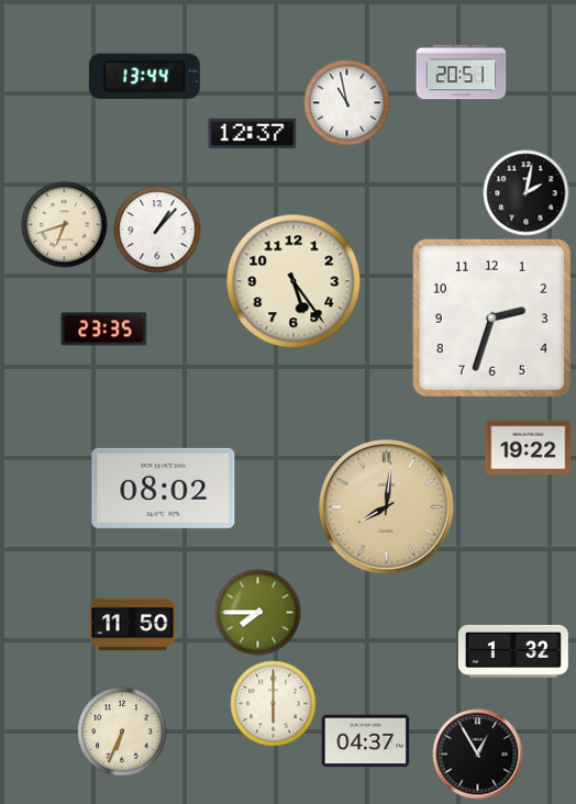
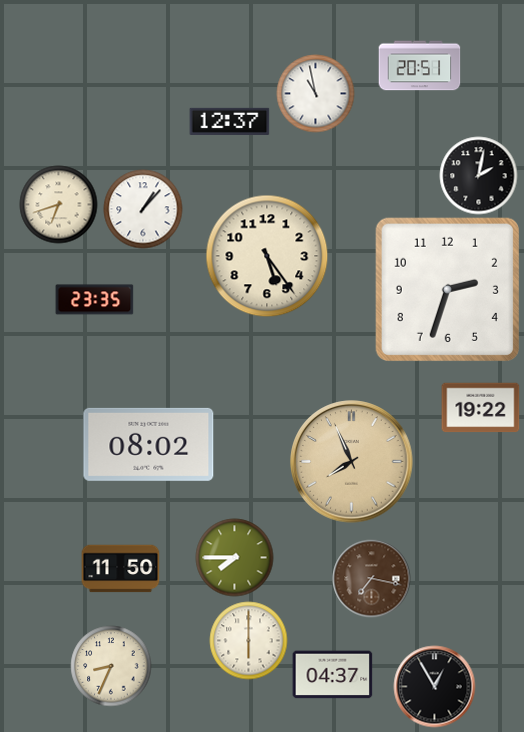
clock at (144, 76): 13:44 -> none
clock at (387, 507): 8:01 -> 7:56
clock at (371, 578): none -> 7:17
clock at (513, 651): 1:32 -> none
clock at (122, 732): 6:34 -> 8:34
